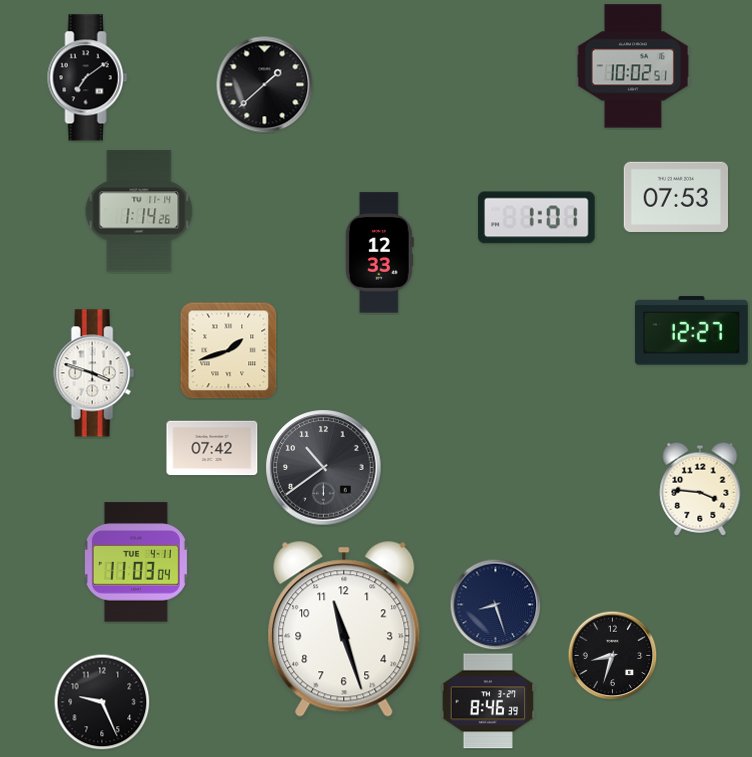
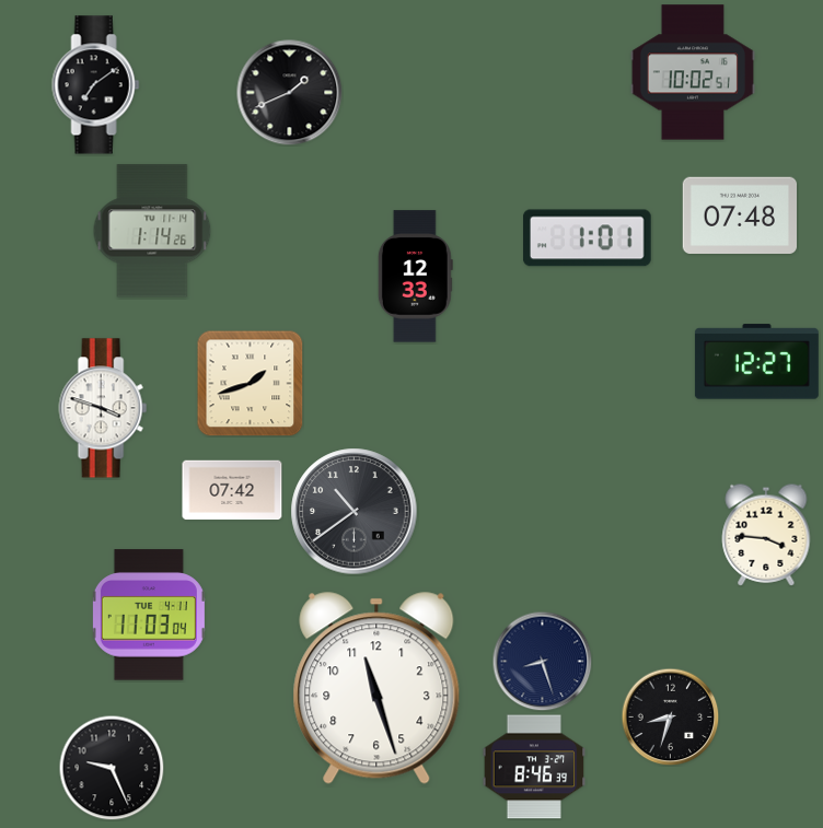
clock at (265, 85): 1:38 -> 1:41
clock at (675, 197): 07:53 -> 07:48
